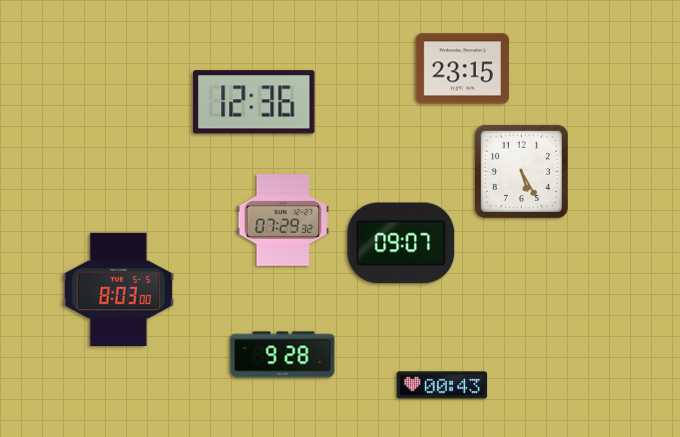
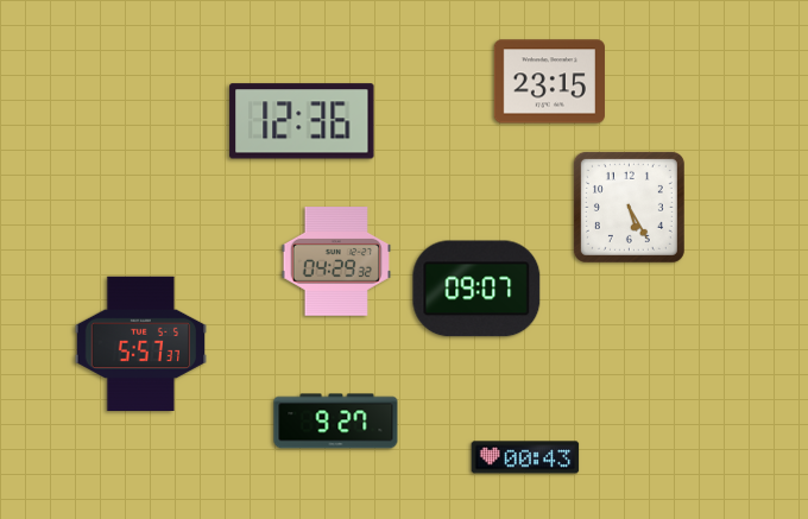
clock at (521, 171) position: (521, 171) -> (629, 207)
clock at (282, 221): 07:29 -> 04:29
clock at (119, 289): 8:03 -> 5:57
clock at (283, 355): 9:28 -> 9:27
